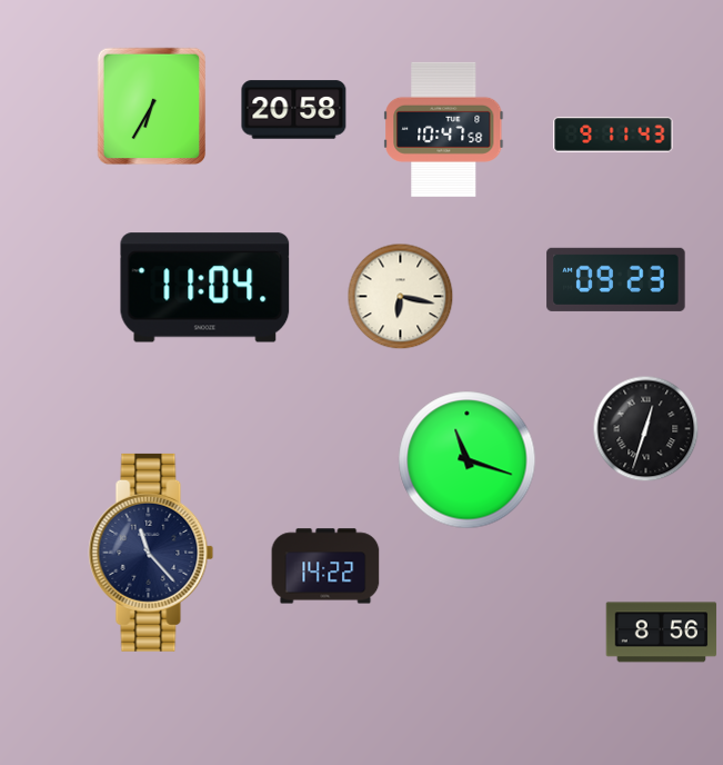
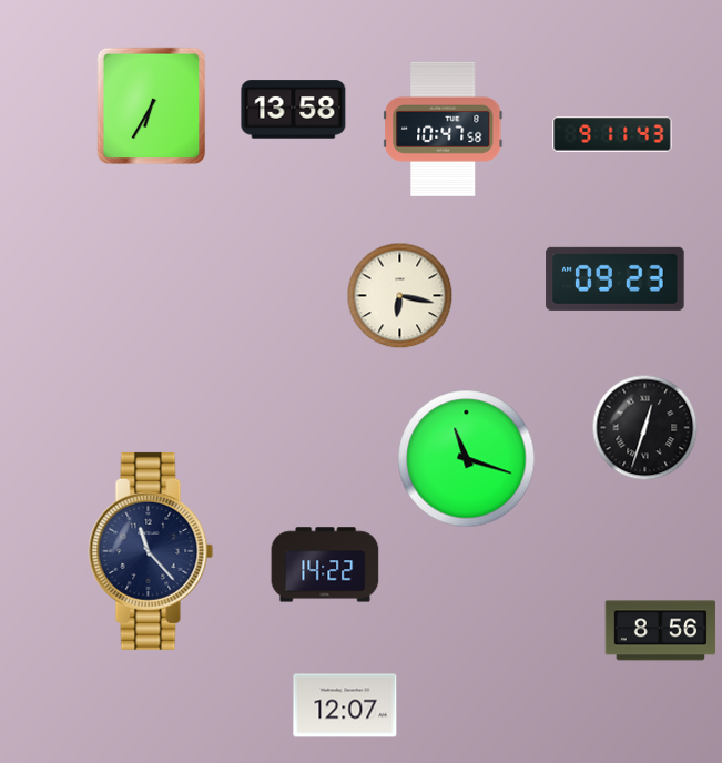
clock at (294, 110): 20:58 -> 13:58
clock at (205, 288): 11:04 -> none
clock at (345, 705): none -> 12:07
